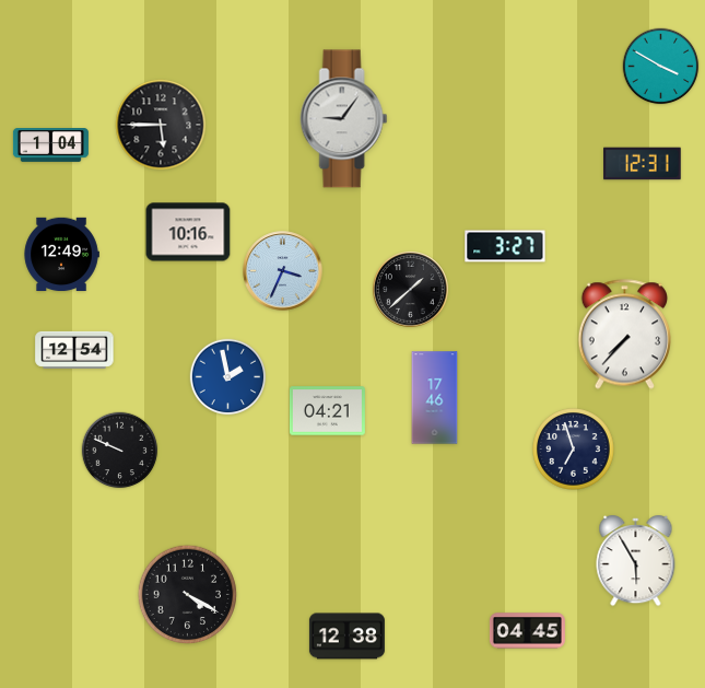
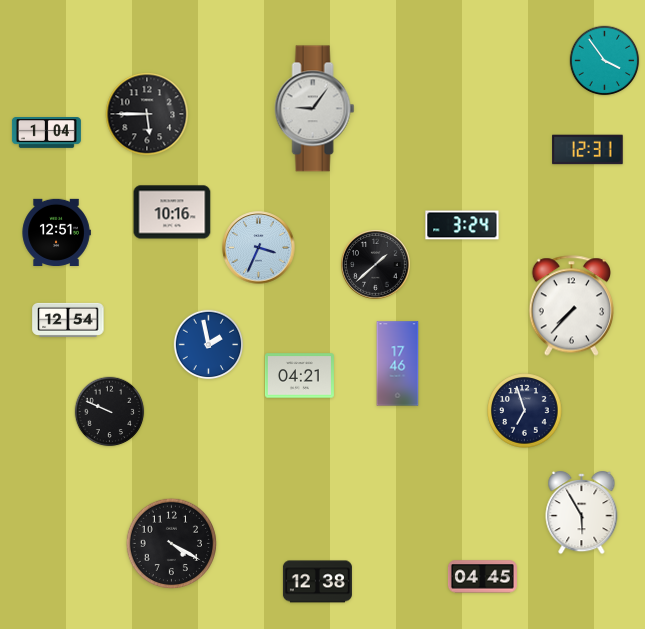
clock at (661, 67): 3:50 -> 3:54
clock at (505, 246): 3:27 -> 3:24
clock at (61, 254): 12:49 -> 12:51
